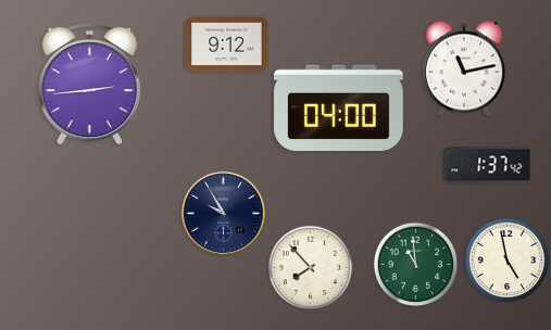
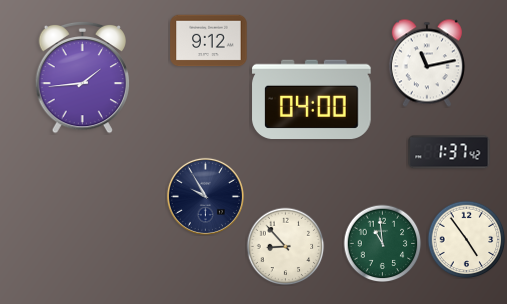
clock at (89, 84): 2:44 -> 1:44
clock at (506, 259): 4:58 -> 4:54
clock at (310, 267): 7:53 -> 8:53
